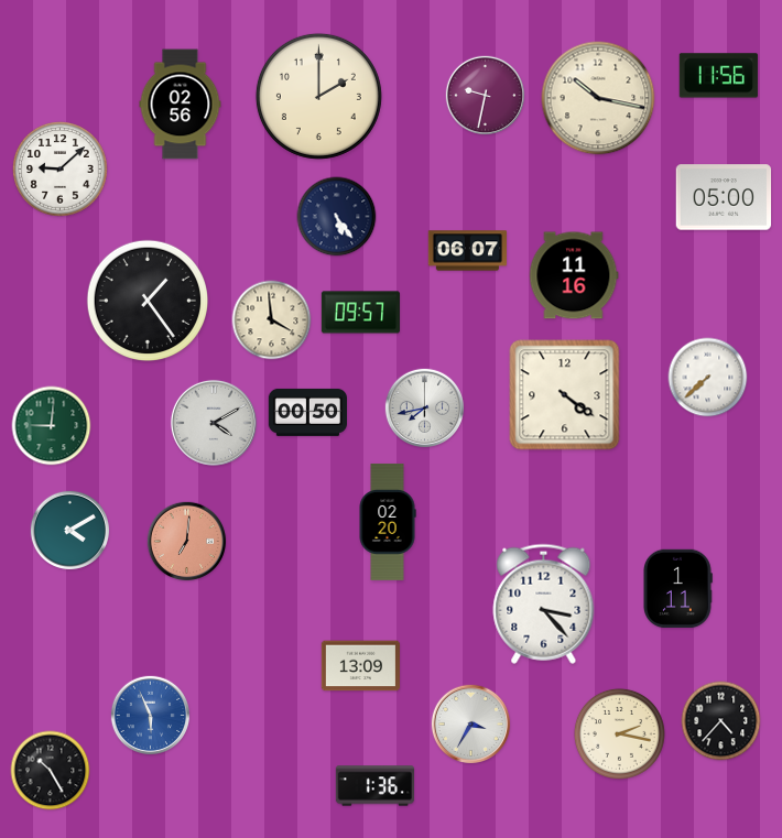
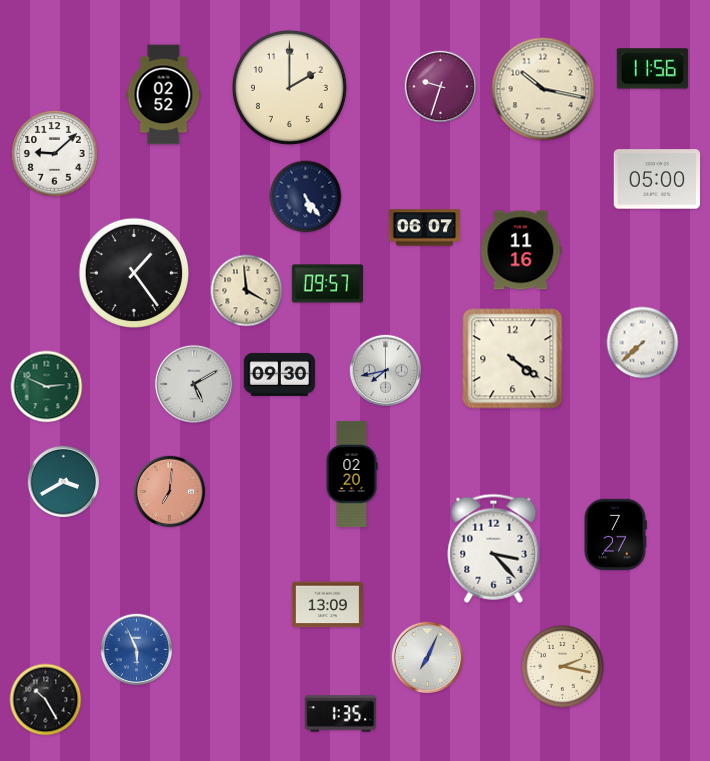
clock at (486, 96): 9:32 -> 9:33
clock at (181, 105): 02:56 -> 02:52
clock at (307, 412): 00:50 -> 09:30
clock at (214, 423): 4:10 -> 5:10
clock at (52, 426): 9:01 -> 2:49
clock at (70, 531): 4:10 -> 3:40
clock at (678, 588): 1:11 -> 7:27
clock at (721, 721): 4:37 -> none
clock at (471, 725): 3:35 -> 7:04
clock at (374, 786): 1:36 -> 1:35
